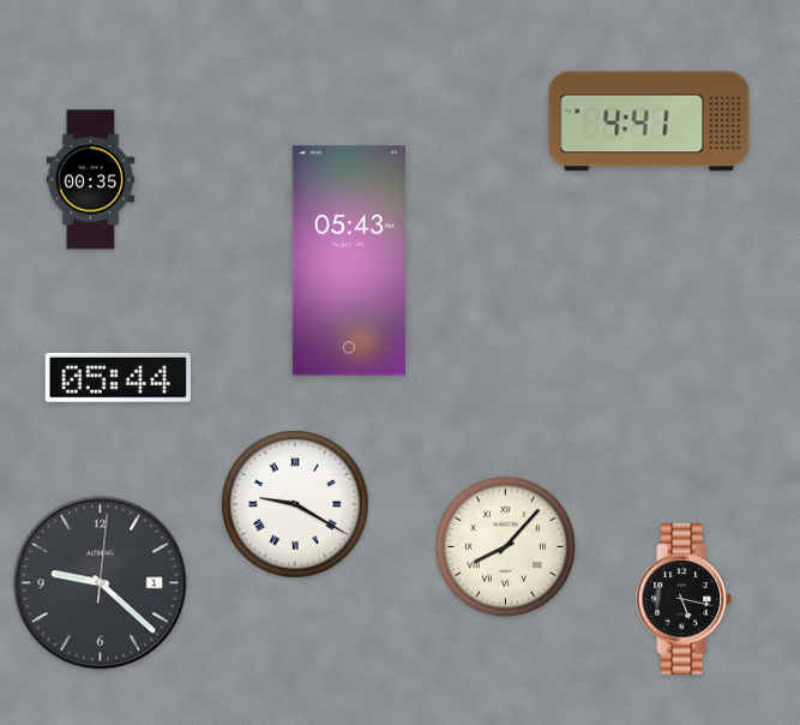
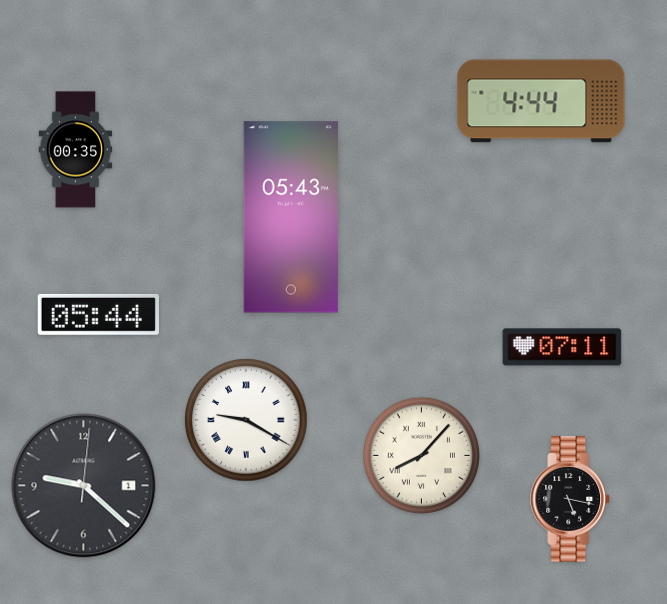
clock at (649, 121): 4:41 -> 4:44
clock at (562, 347): none -> 07:11
